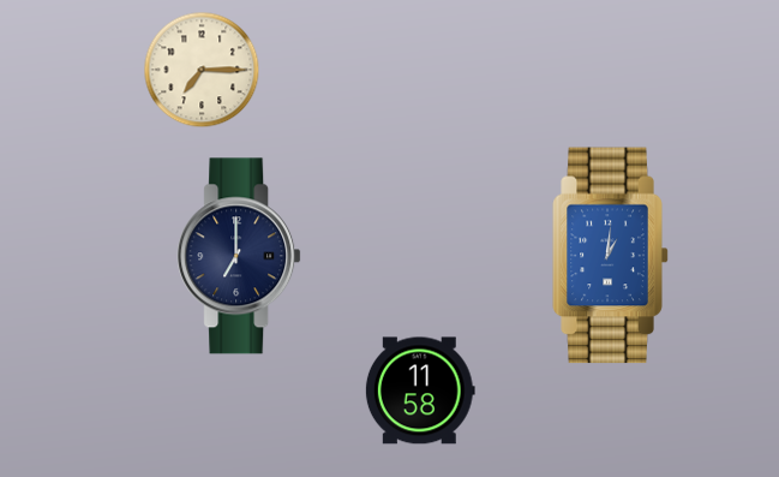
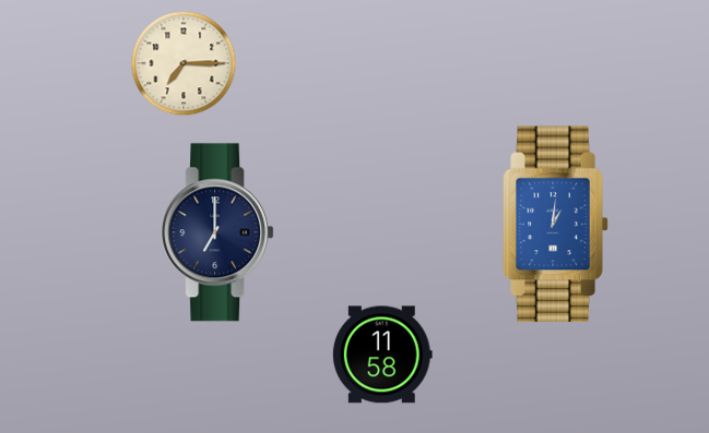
clock at (611, 256) position: (611, 256) -> (556, 225)
